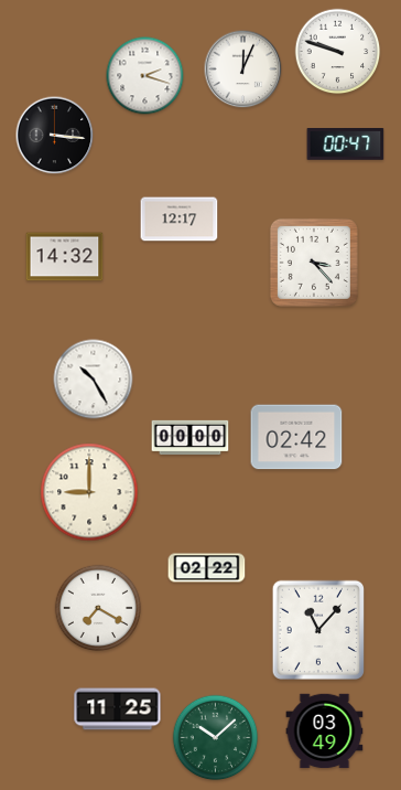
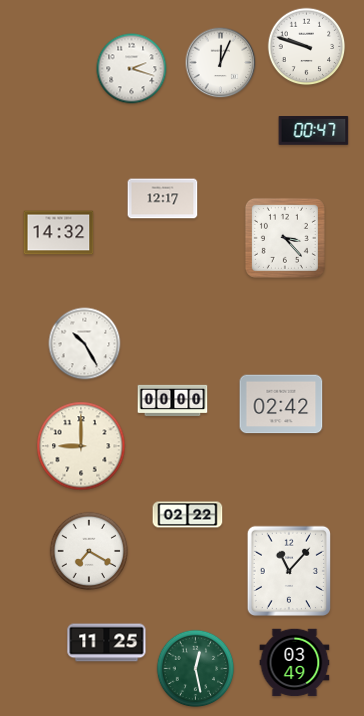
clock at (55, 136): 3:16 -> none
clock at (191, 437) position: (191, 437) -> (173, 400)
clock at (296, 437) position: (296, 437) -> (281, 404)
clock at (216, 738): 10:08 -> 12:28
